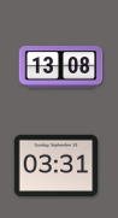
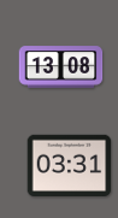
clock at (57, 165) position: (57, 165) -> (70, 165)
